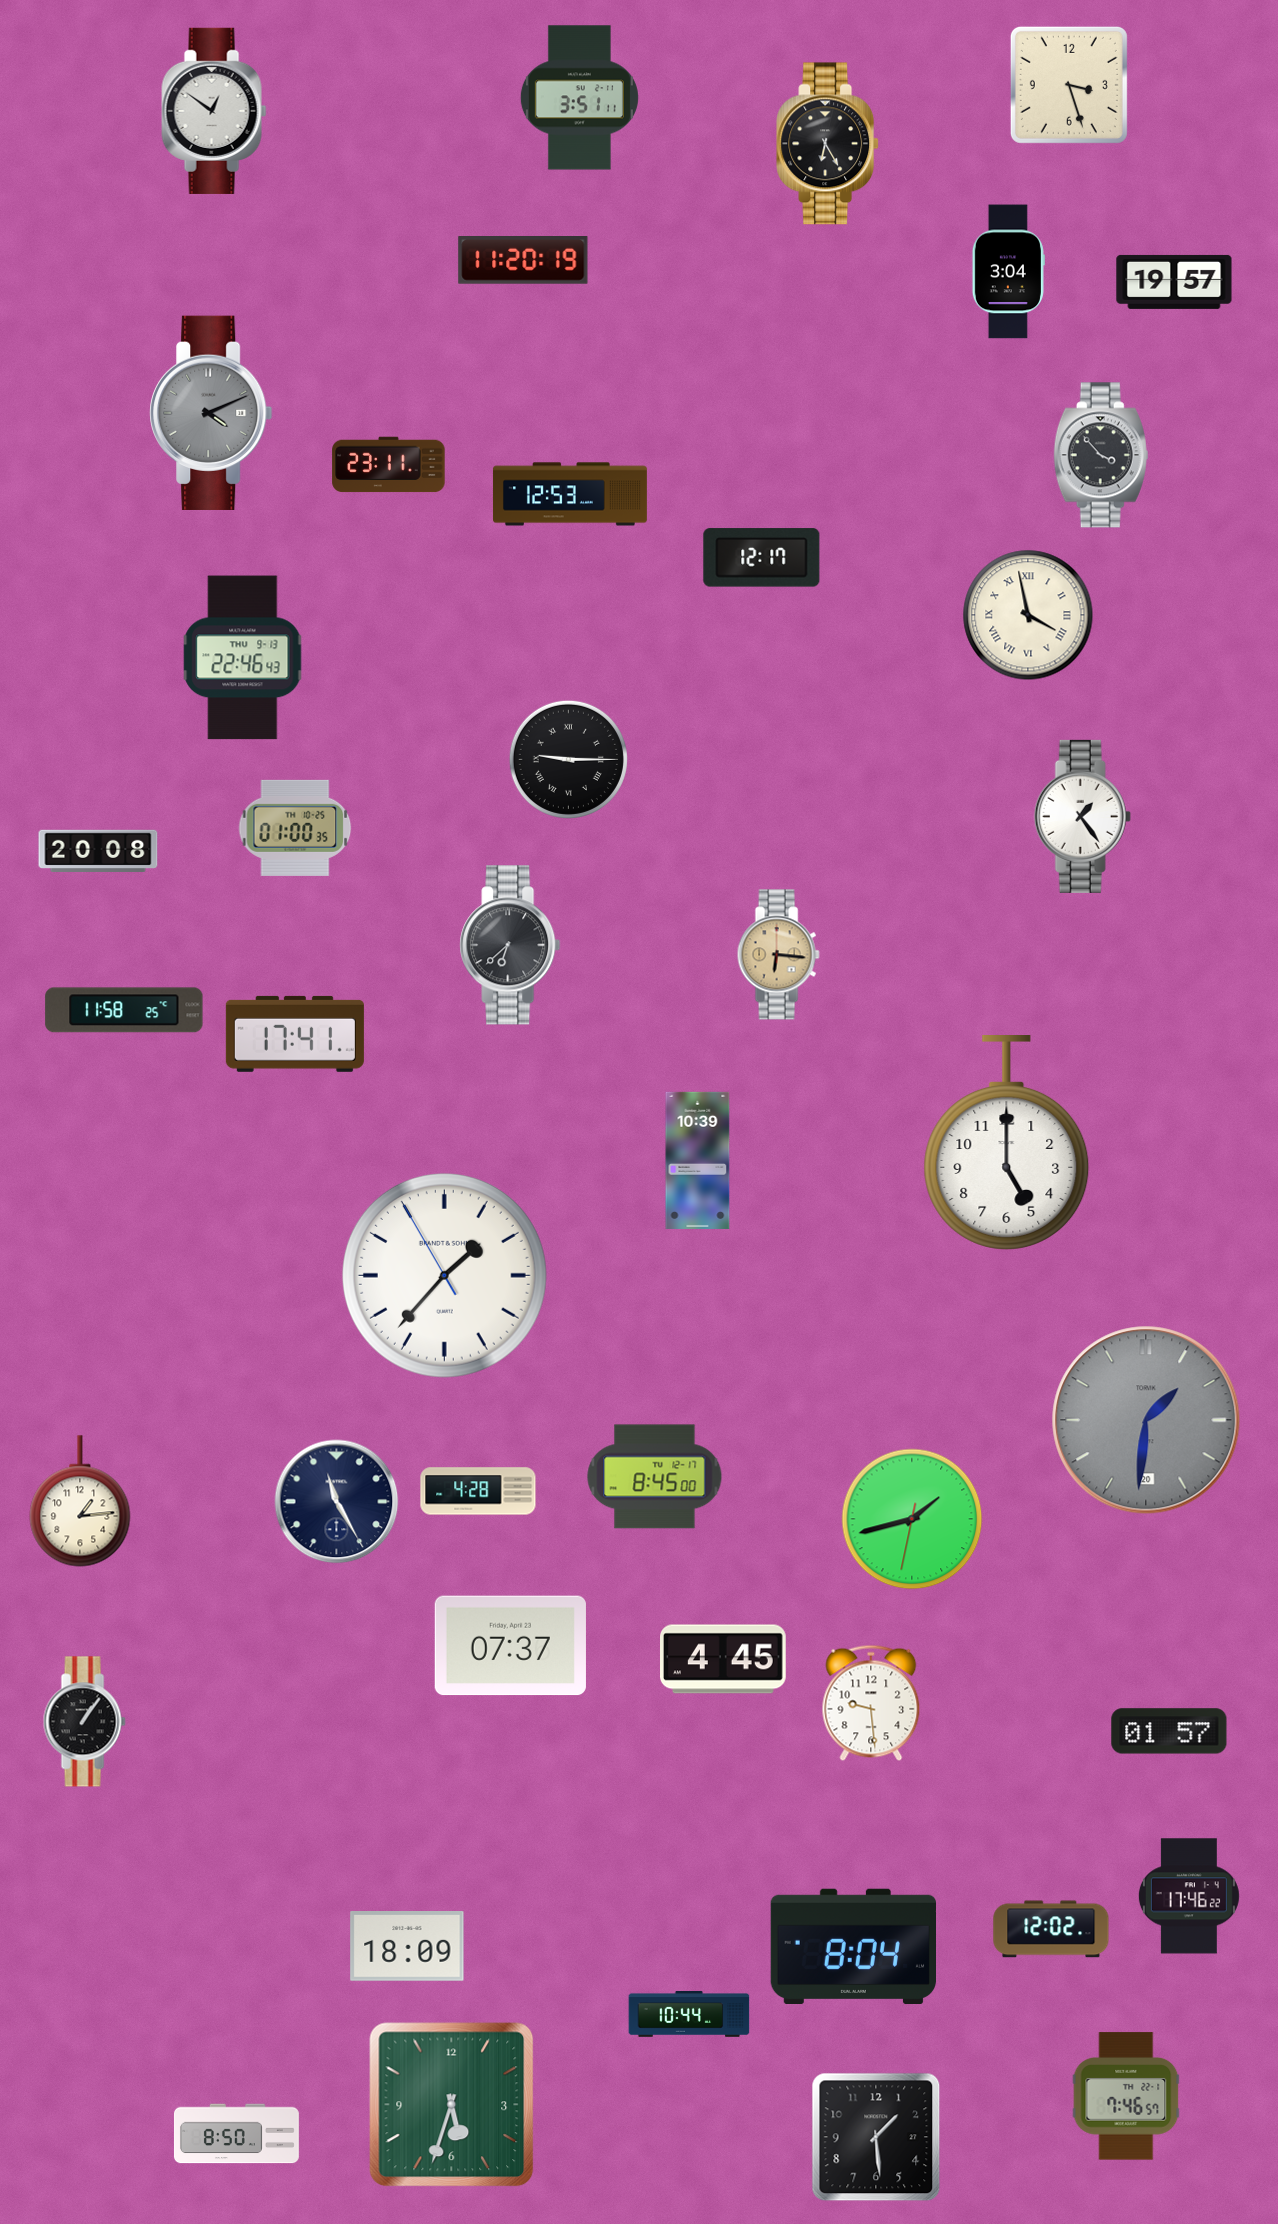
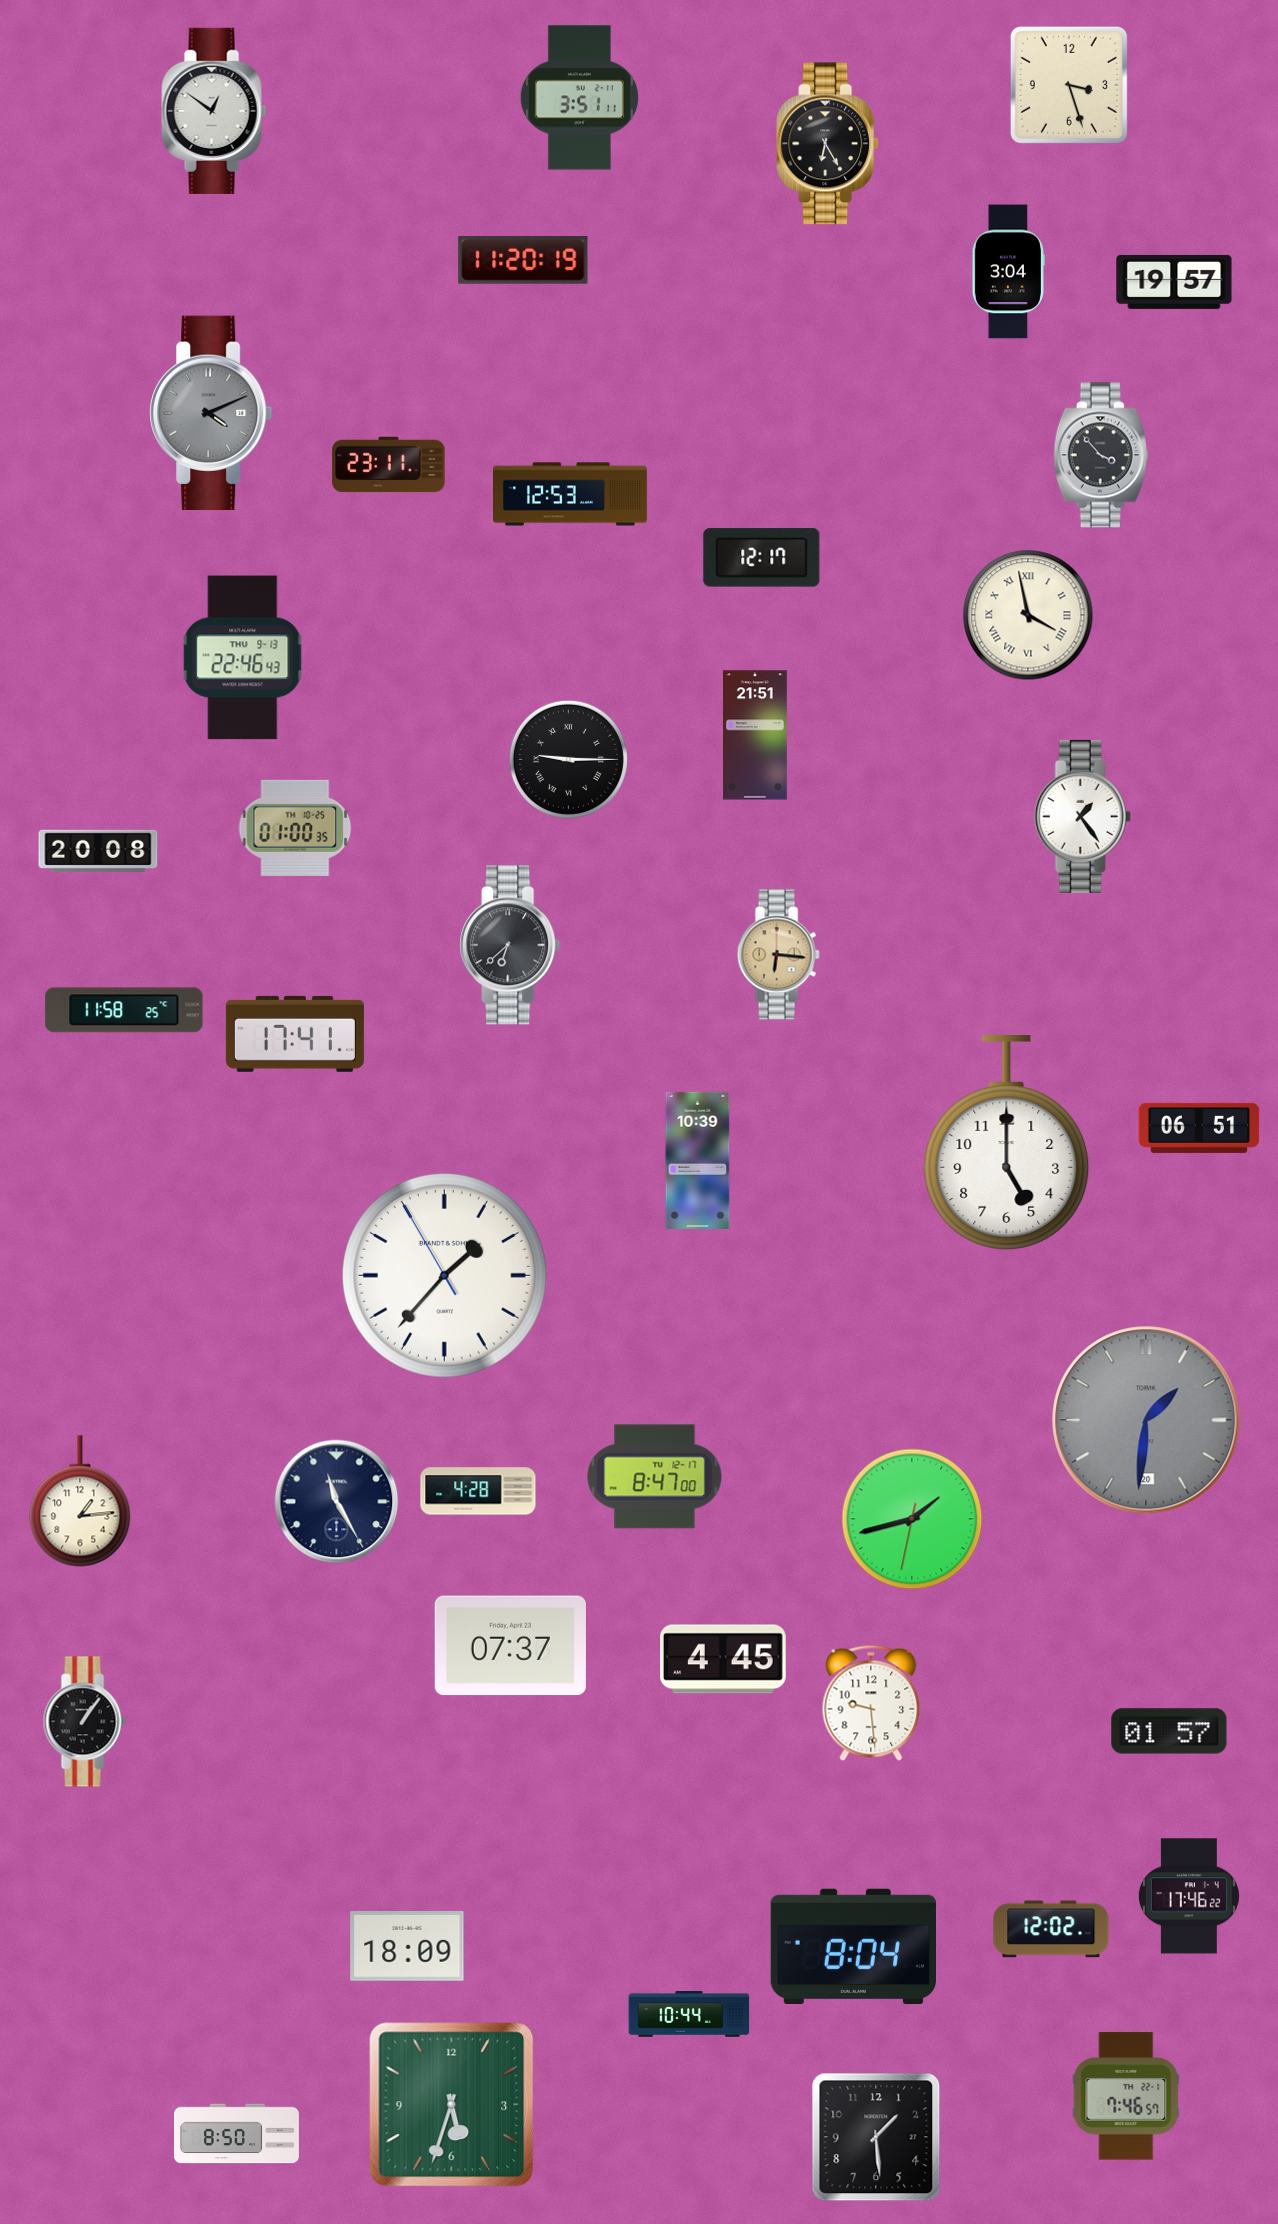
clock at (756, 735): none -> 21:51
clock at (1199, 1128): none -> 06:51
clock at (655, 1477): 8:45 -> 8:47
